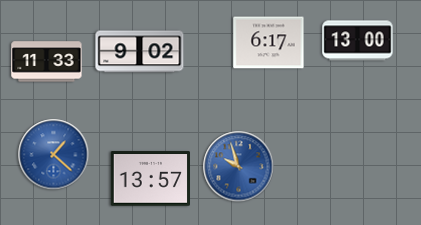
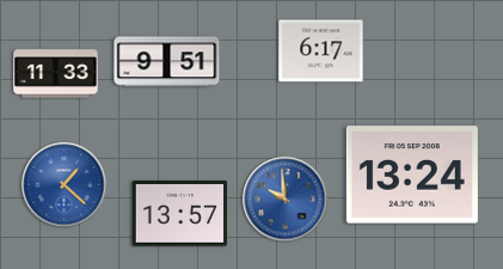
clock at (358, 41): 13:00 -> none
clock at (140, 52): 9:02 -> 9:51
clock at (412, 175): none -> 13:24
clock at (239, 167): 9:57 -> 9:59
